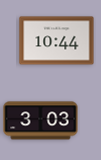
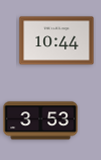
clock at (41, 121): 3:03 -> 3:53
